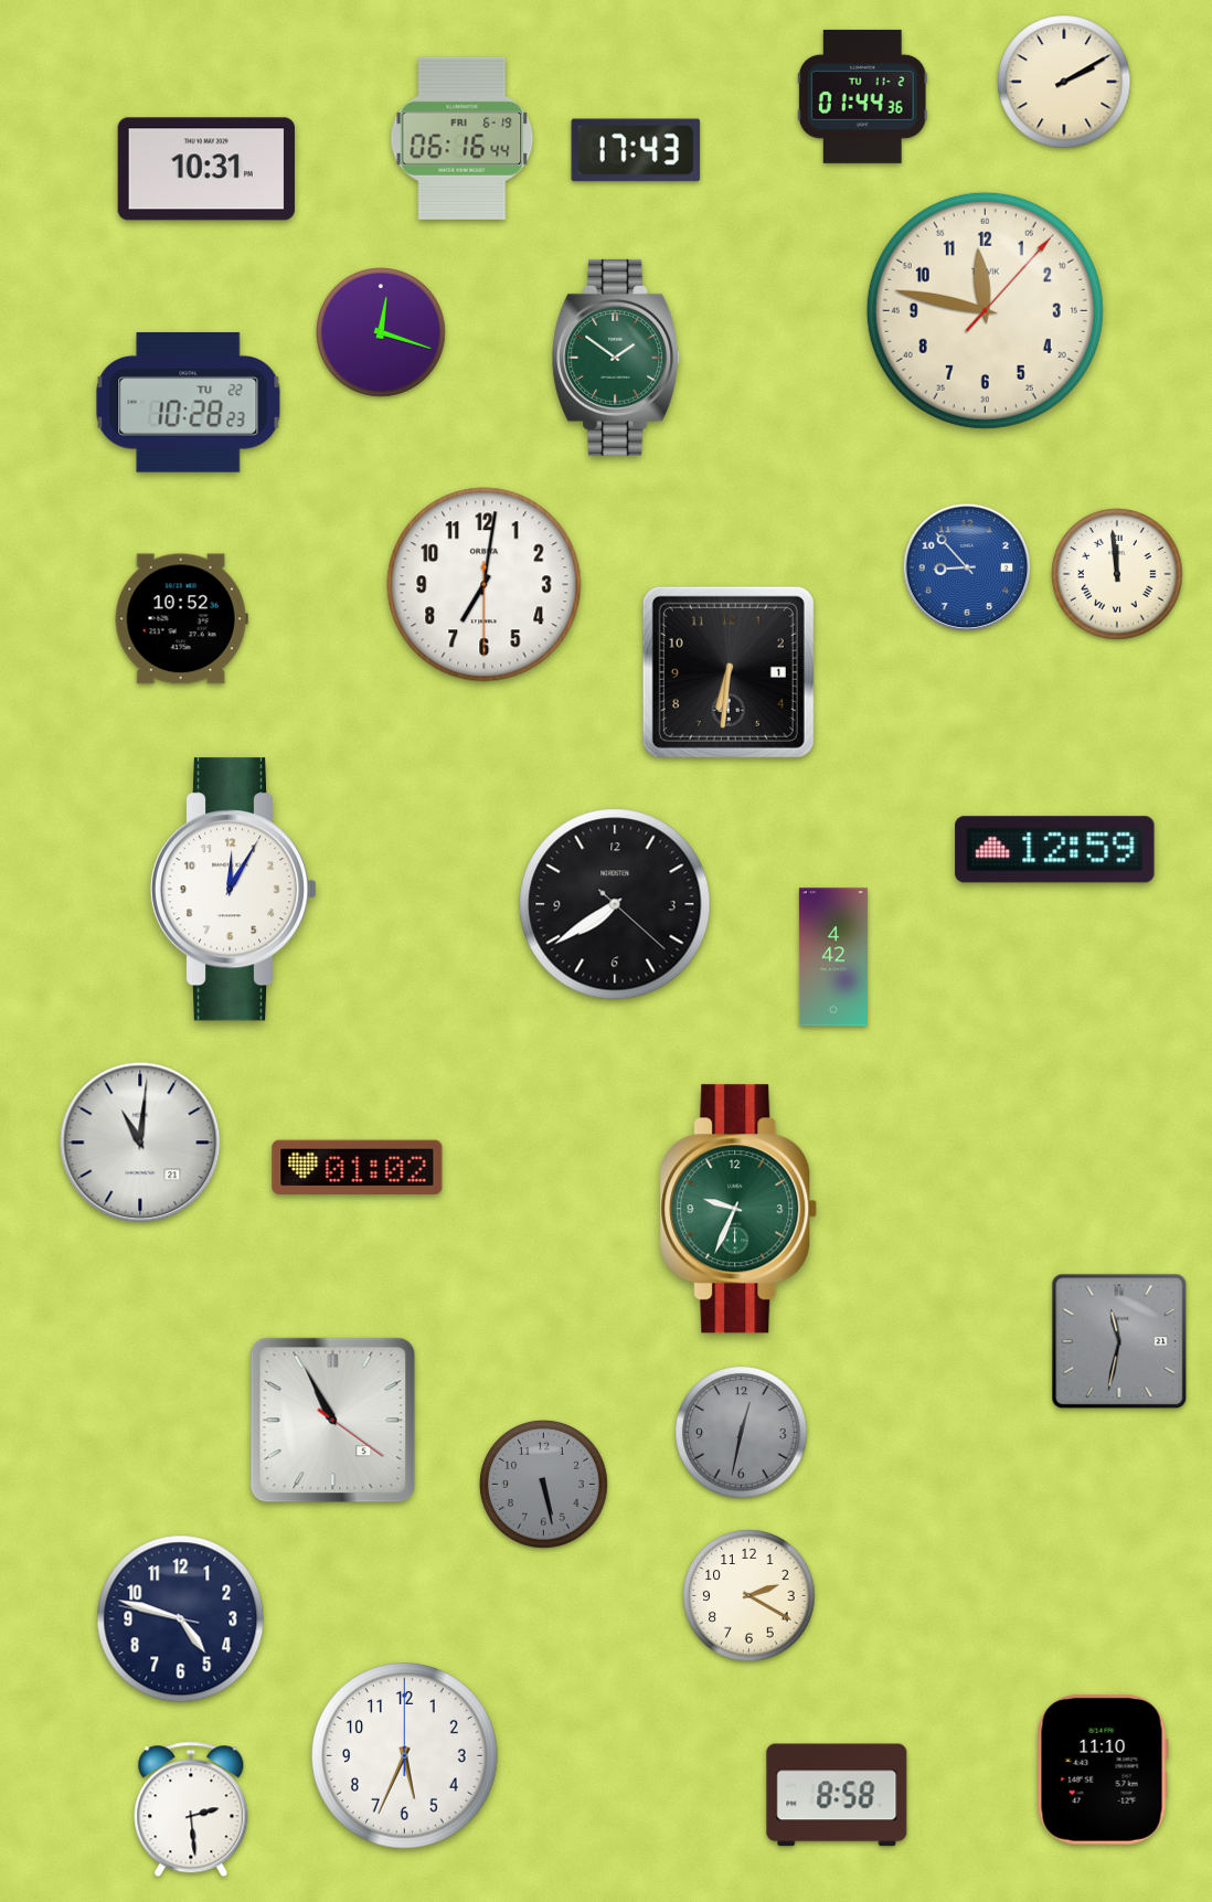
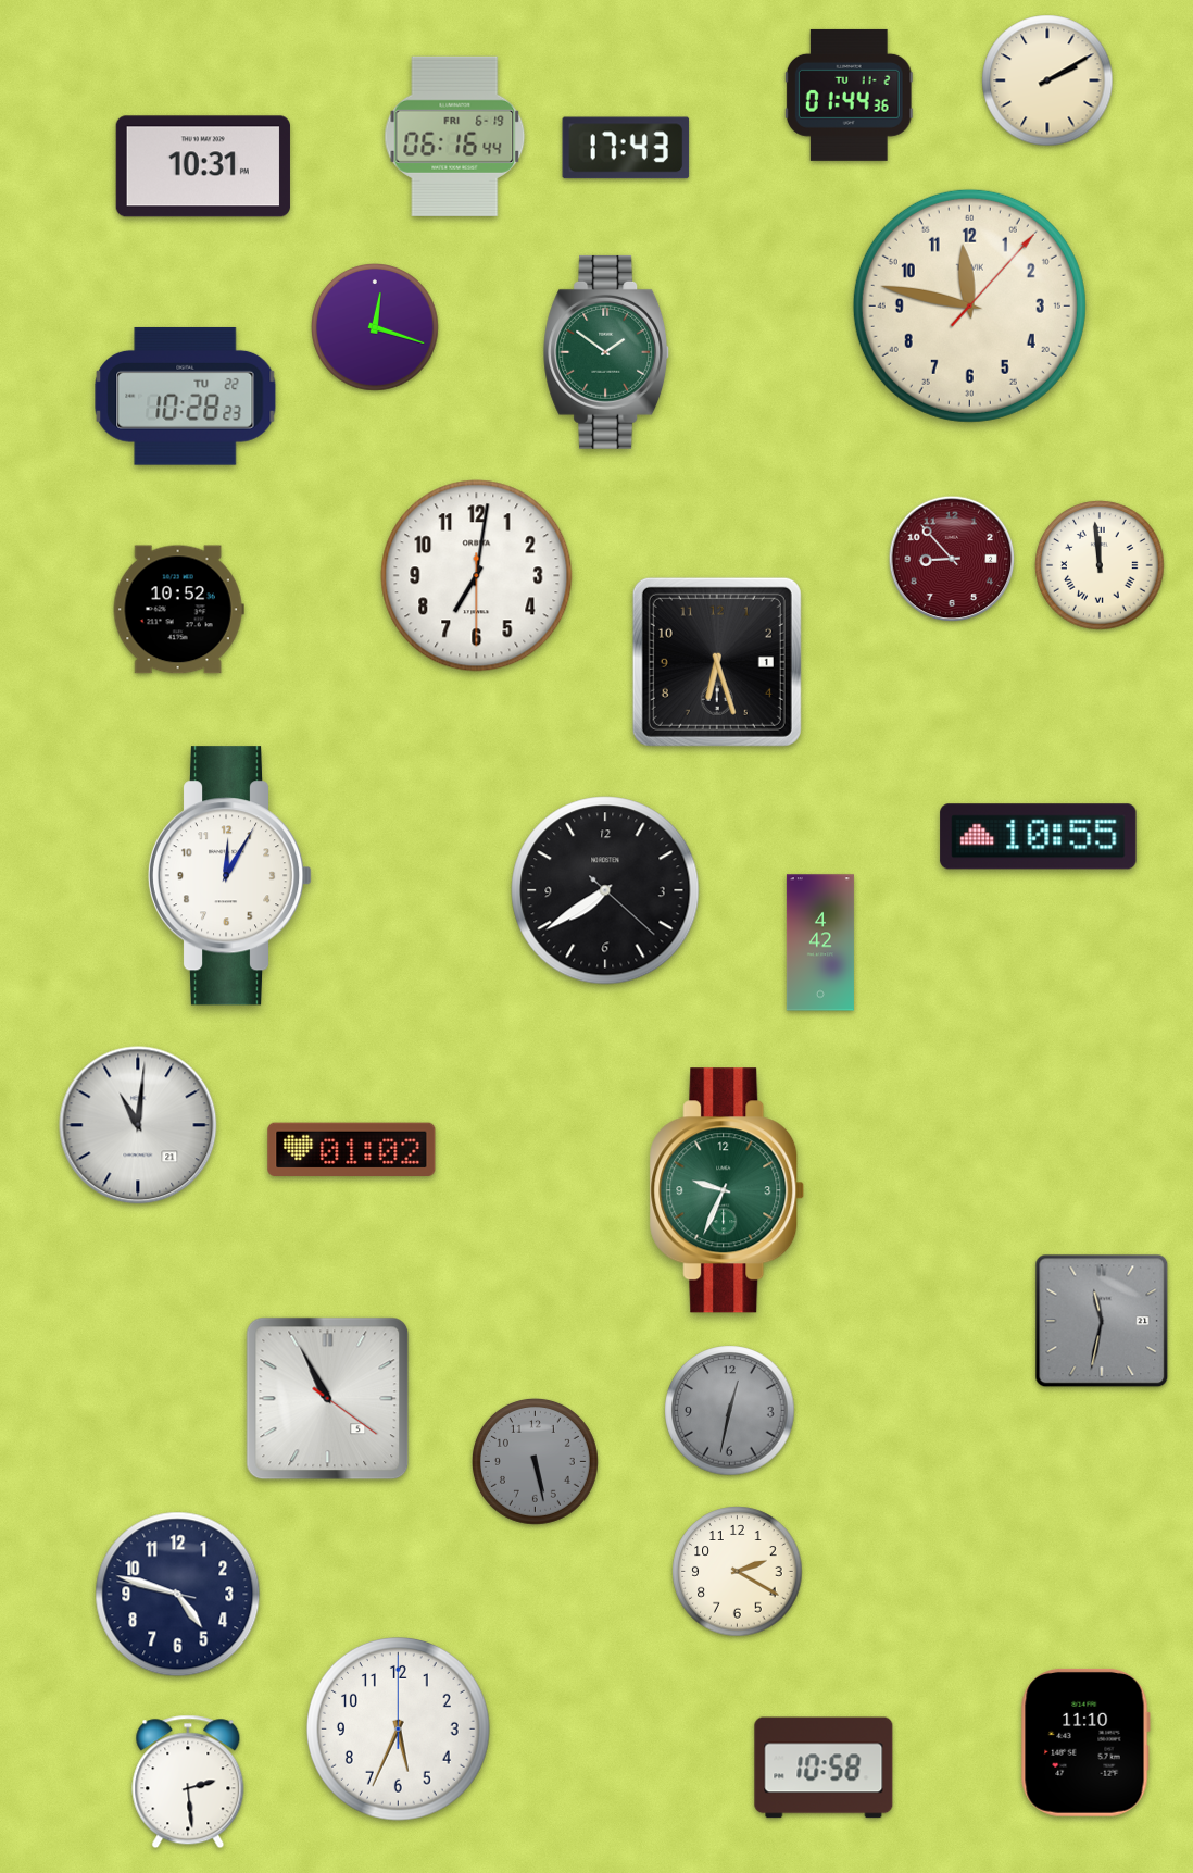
clock at (967, 567) dial: blue -> burgundy
clock at (729, 672): 6:31 -> 6:27
clock at (1055, 850): 12:59 -> 10:55
clock at (837, 1795): 8:58 -> 10:58
